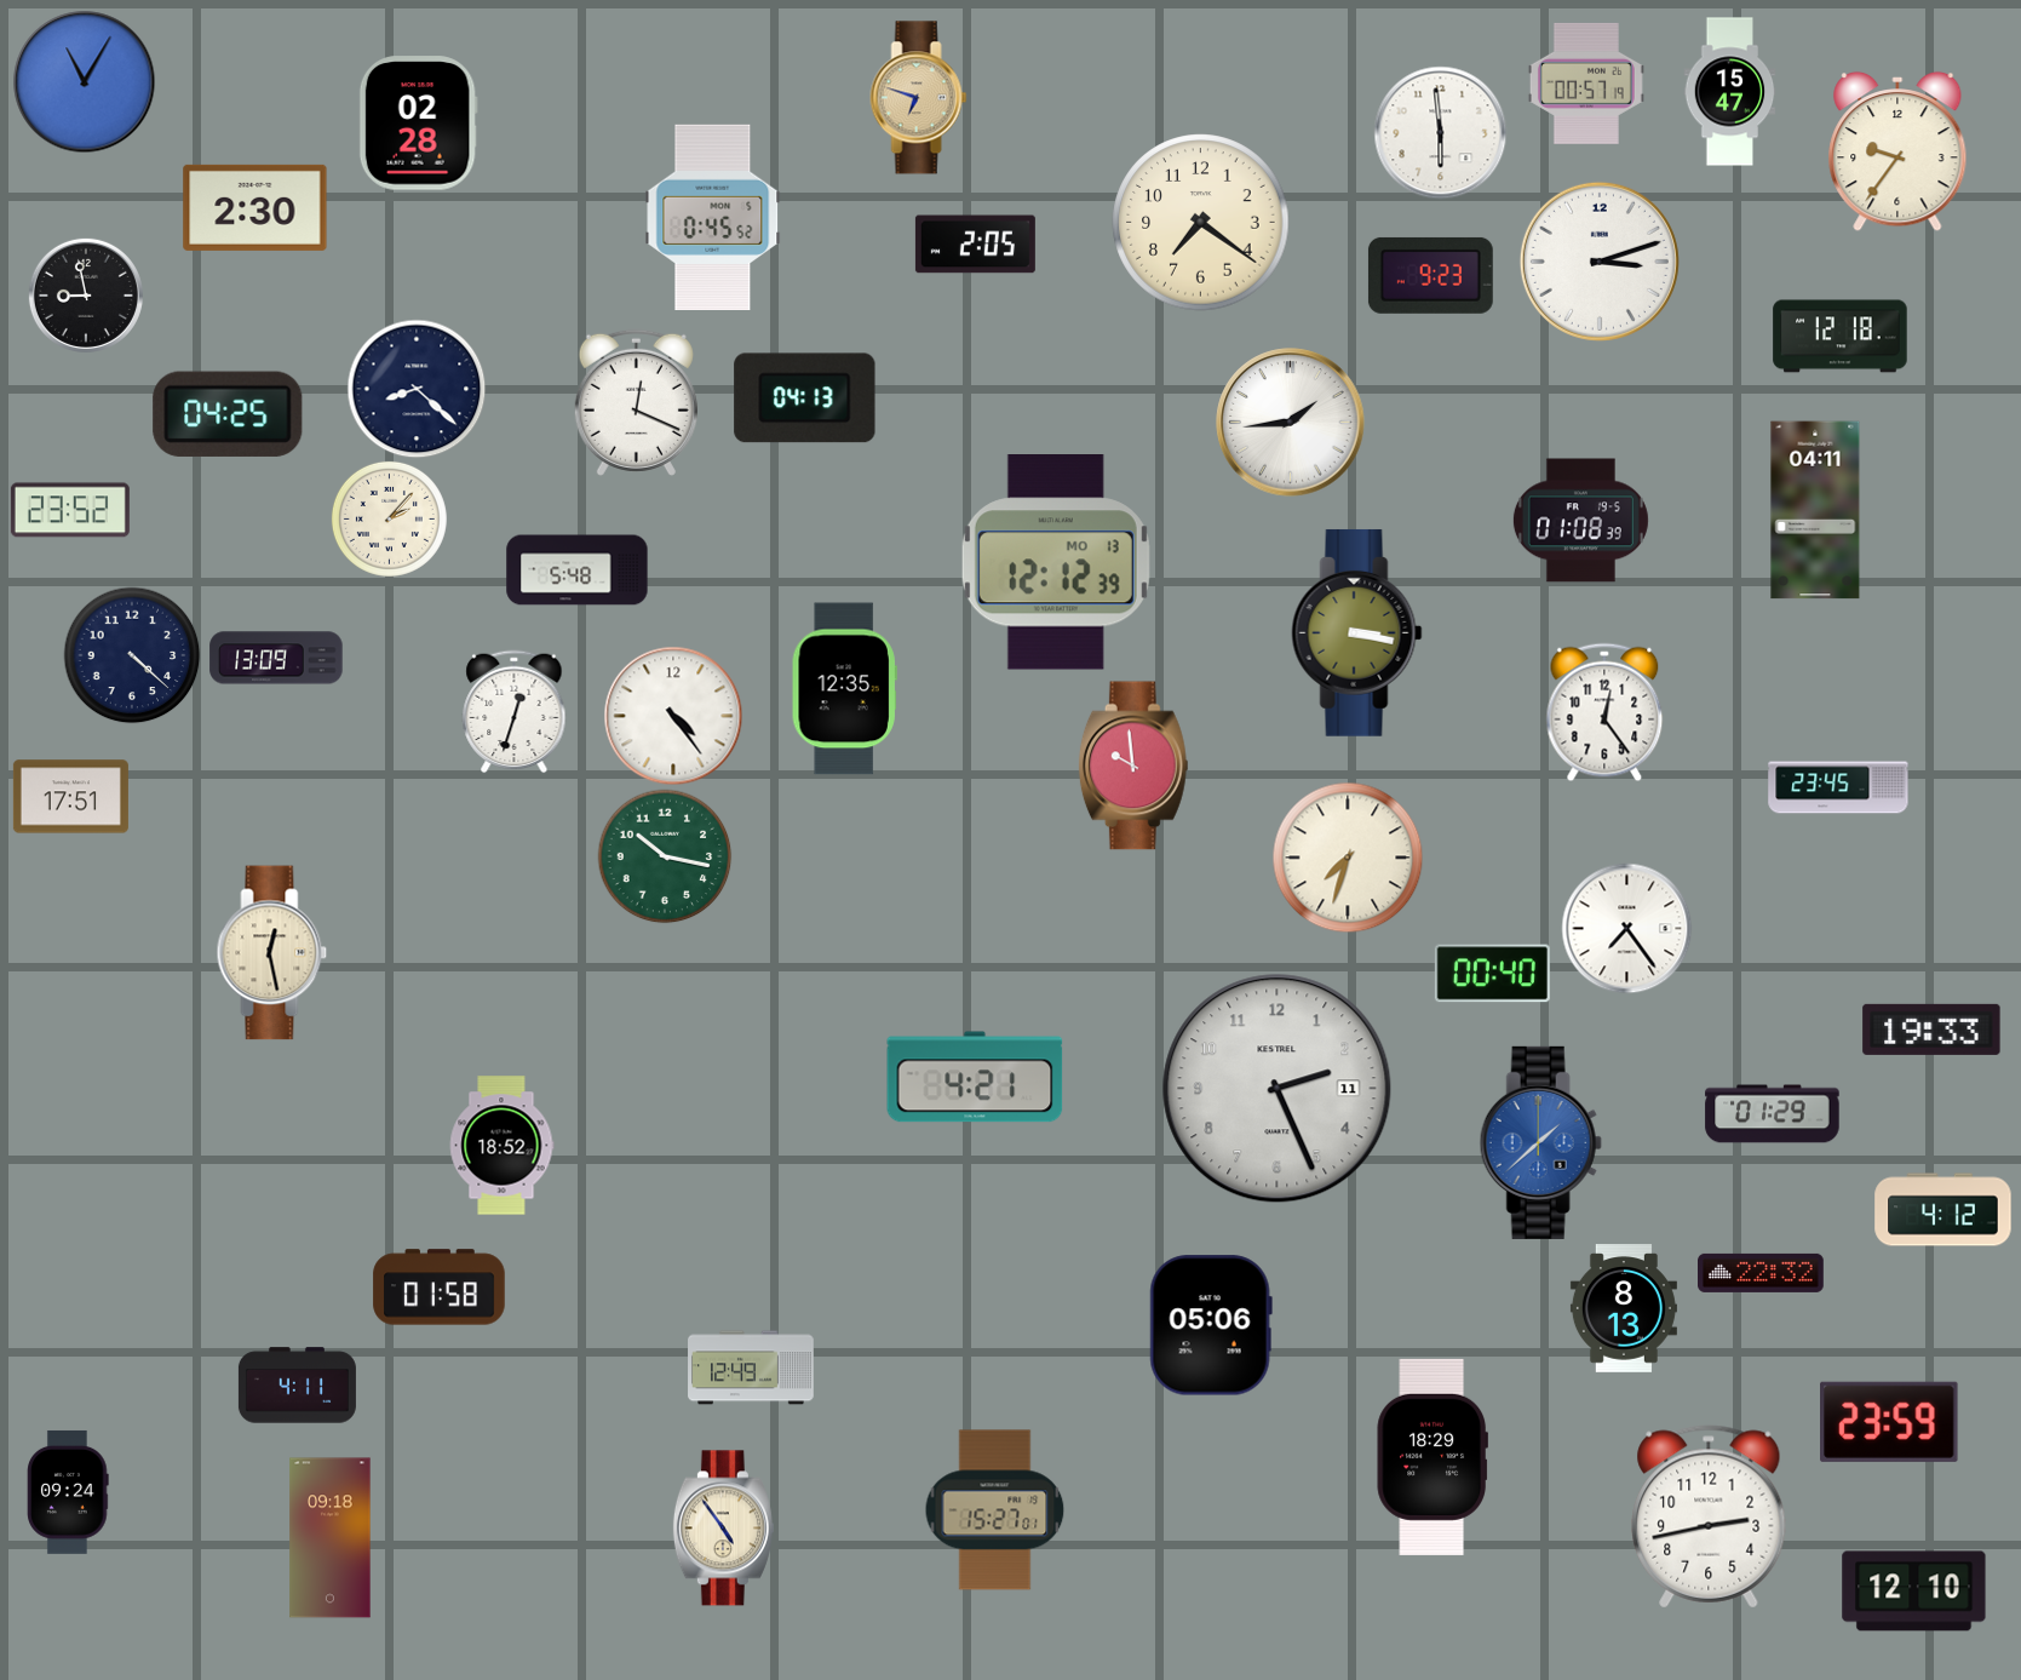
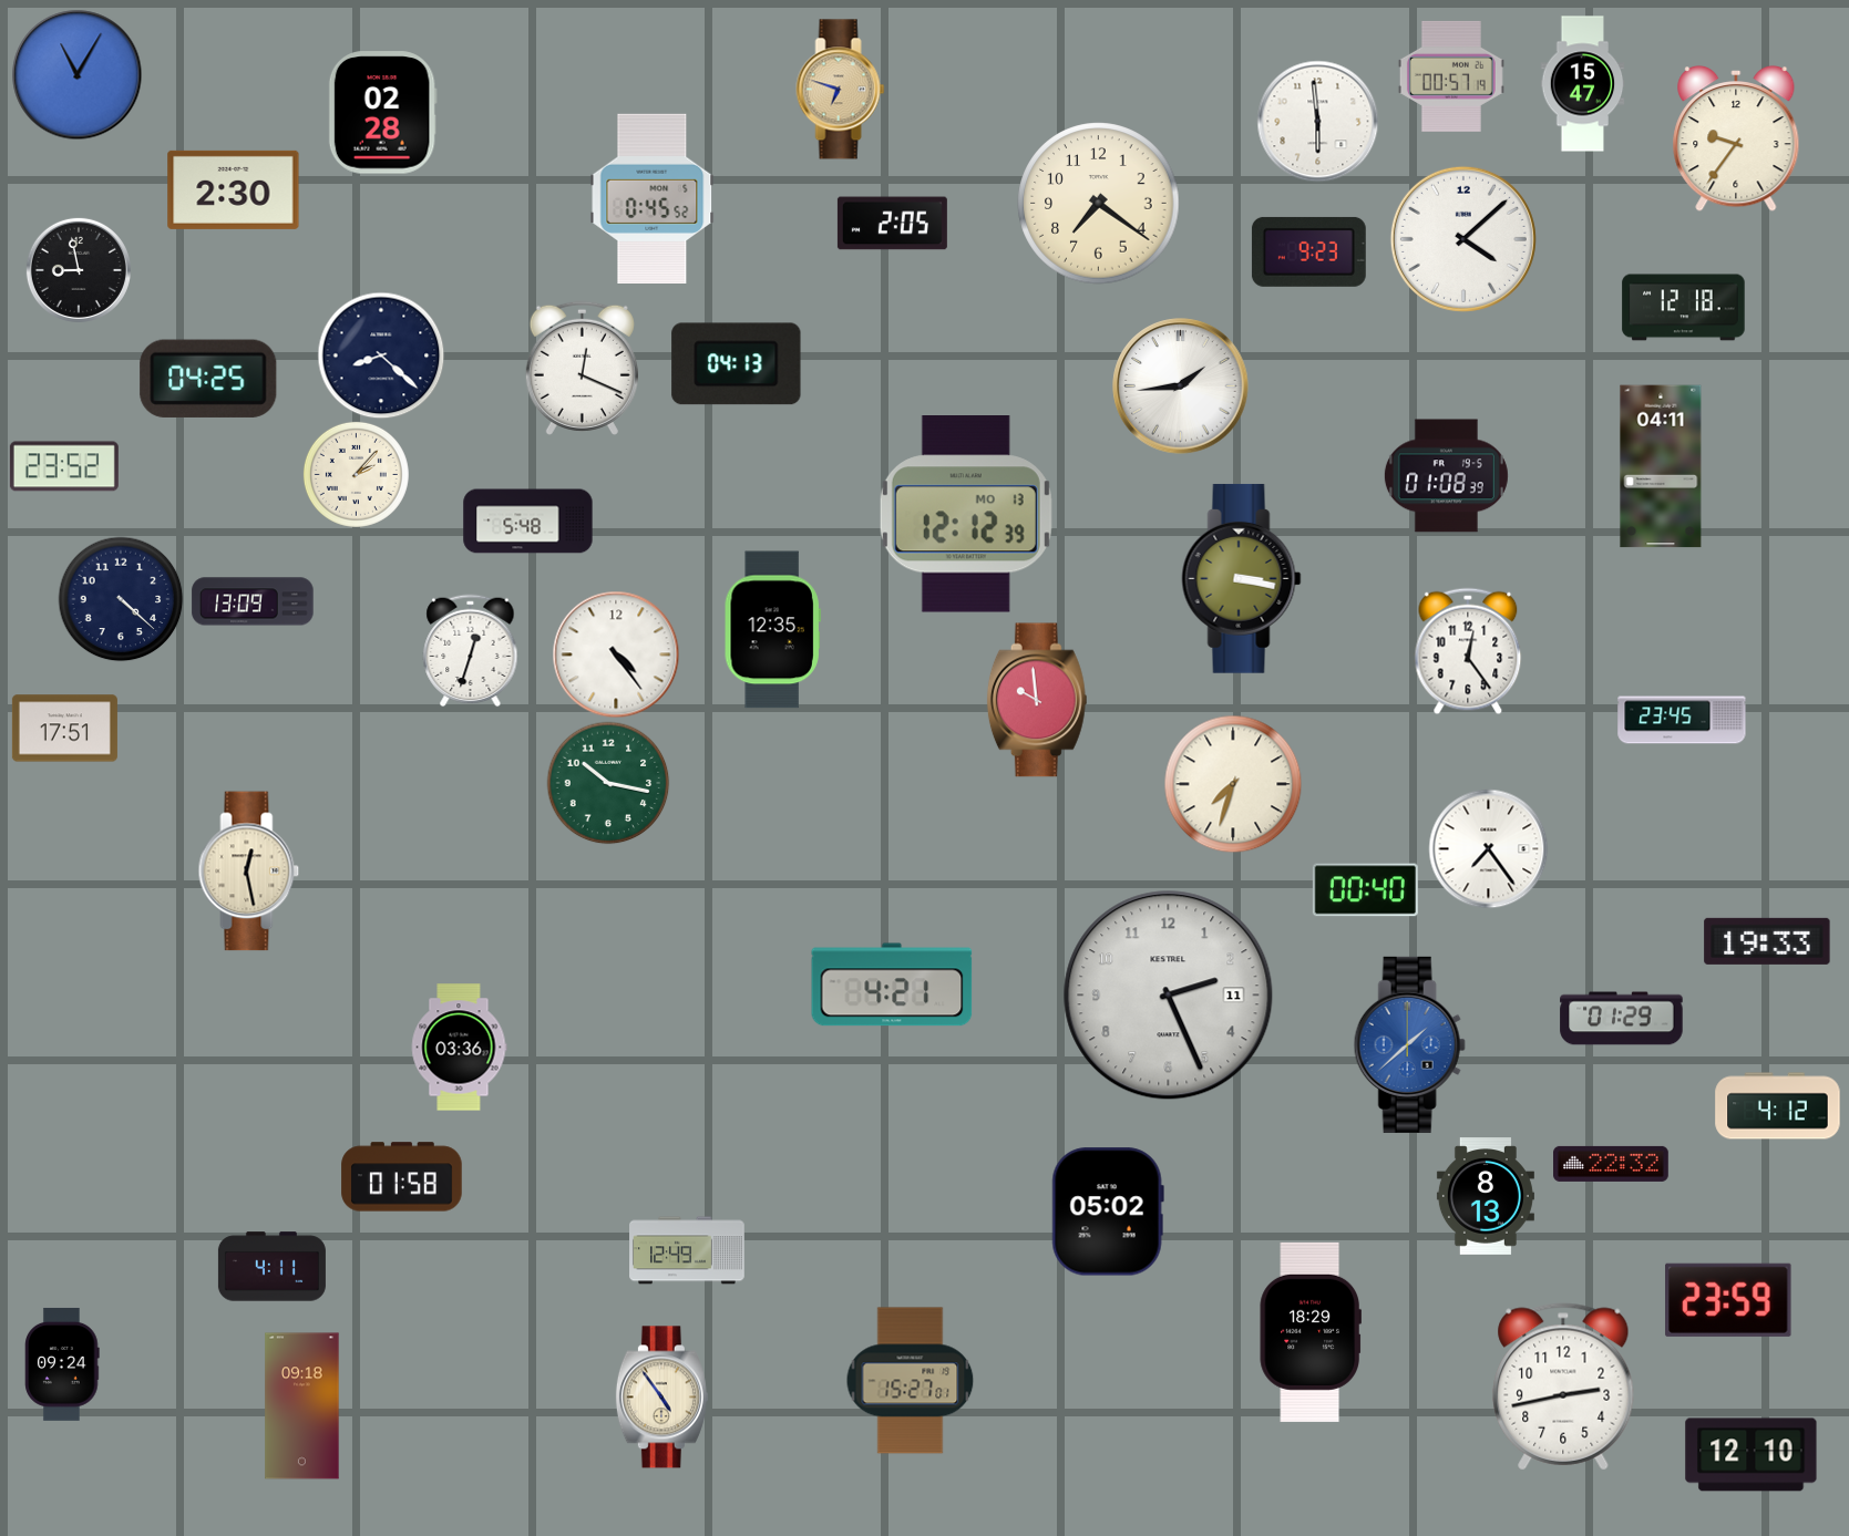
clock at (1600, 262): 3:12 -> 4:08
clock at (501, 1146): 18:52 -> 03:36
clock at (1211, 1325): 05:06 -> 05:02
